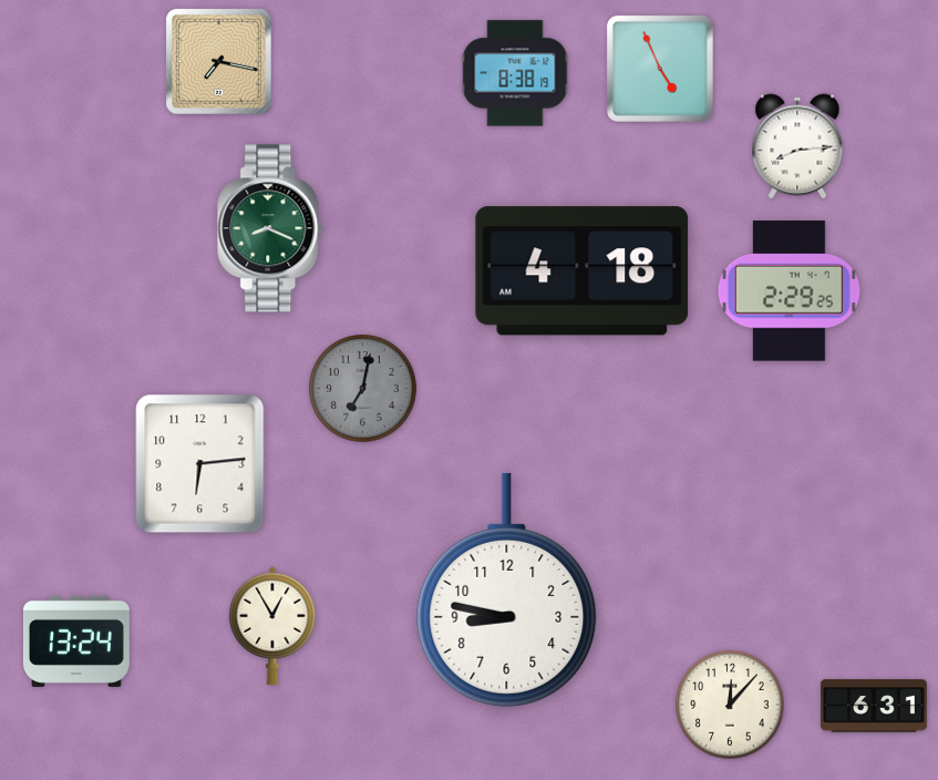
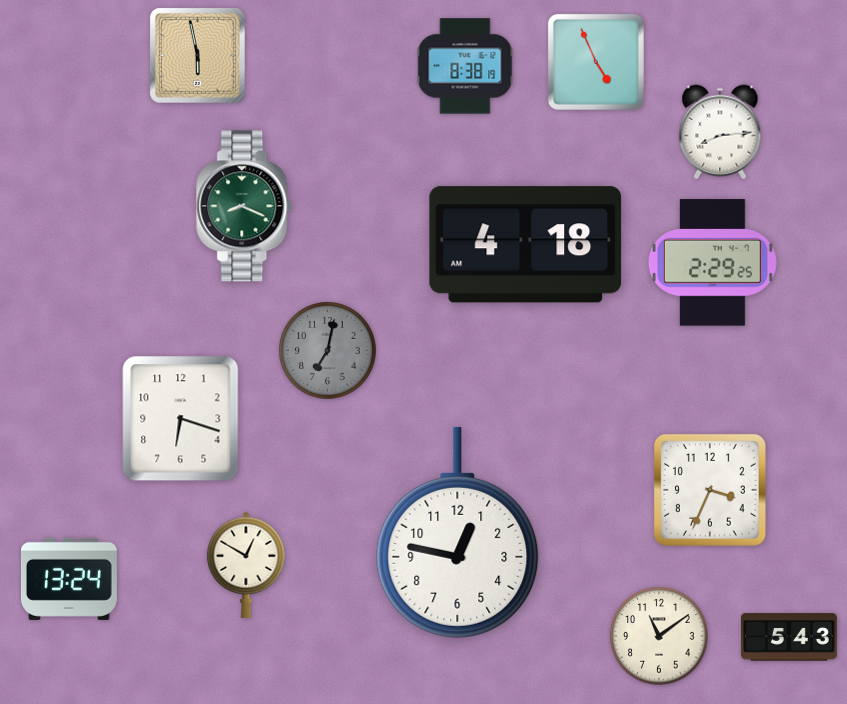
clock at (219, 62): 7:17 -> 5:58
clock at (200, 464): 6:14 -> 6:18
clock at (710, 490): none -> 3:34
clock at (507, 589): 8:47 -> 12:47
clock at (272, 625): 12:55 -> 12:50
clock at (730, 705): 12:07 -> 11:09
clock at (874, 706): 6:31 -> 5:43
